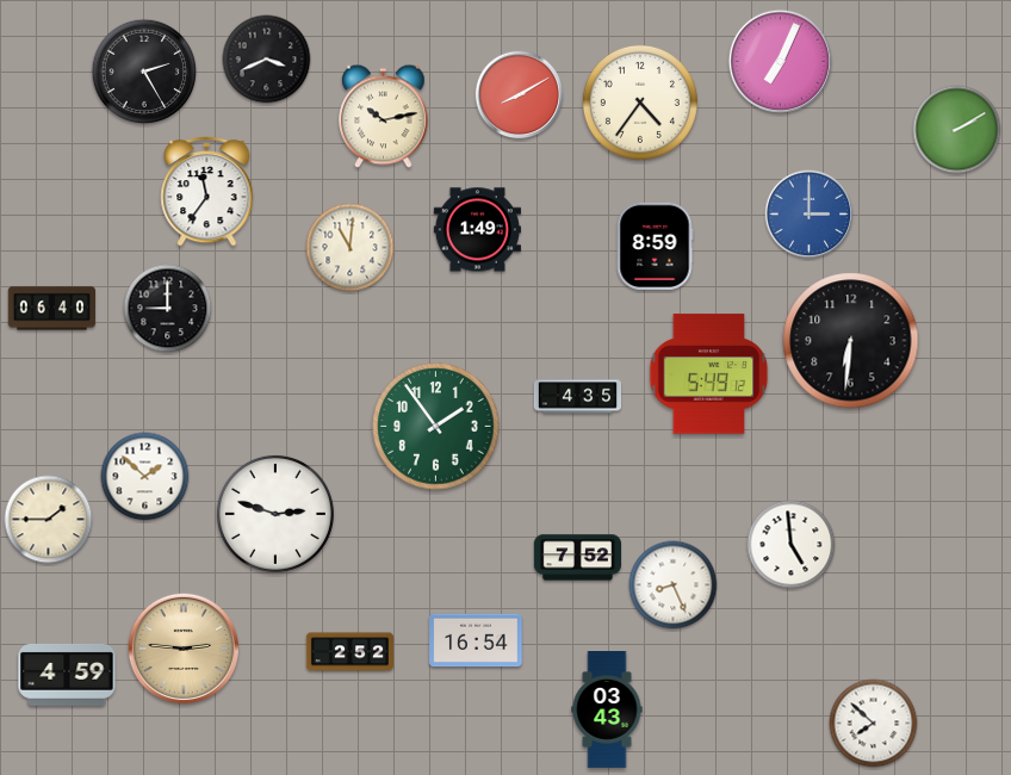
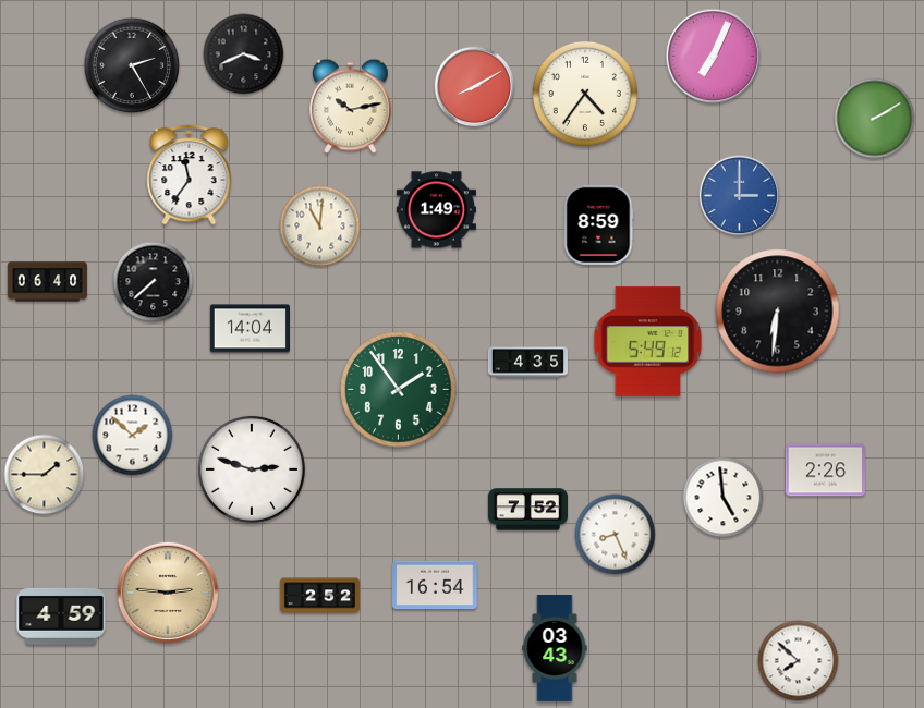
clock at (168, 309): 9:00 -> 7:38
clock at (250, 329): none -> 14:04
clock at (825, 471): none -> 2:26
